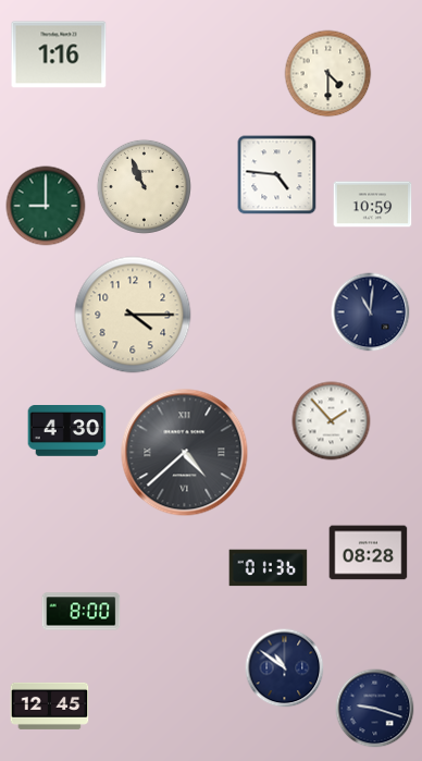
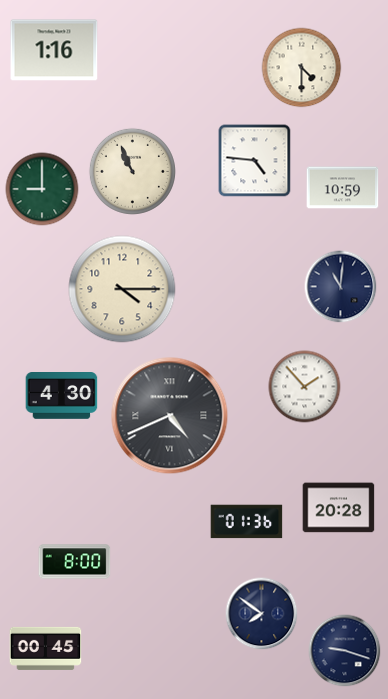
clock at (185, 453): 4:38 -> 4:41
clock at (369, 553): 08:28 -> 20:28
clock at (285, 668): 10:51 -> 7:51
clock at (50, 705): 12:45 -> 00:45
